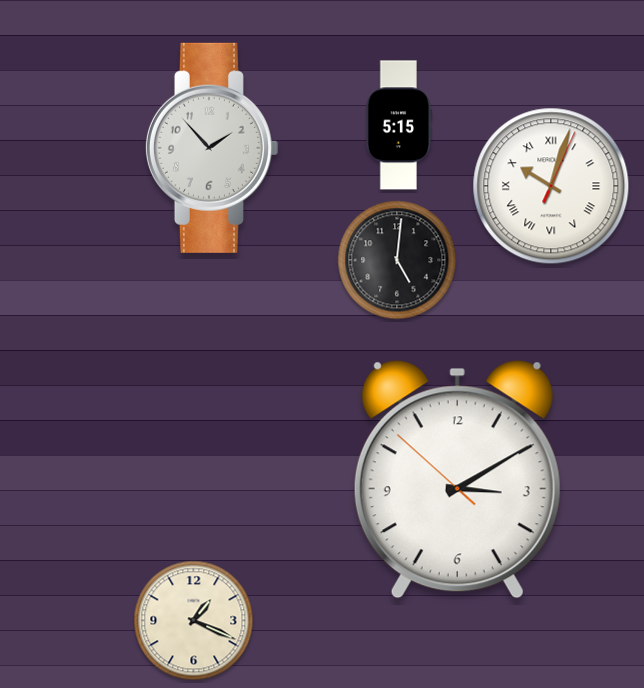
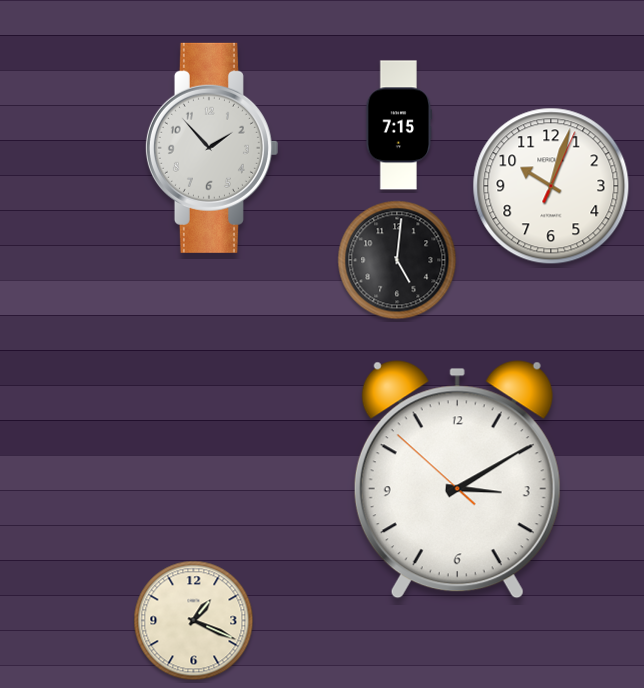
clock at (399, 125): 5:15 -> 7:15
clock at (551, 186) numerals: Roman -> Arabic
